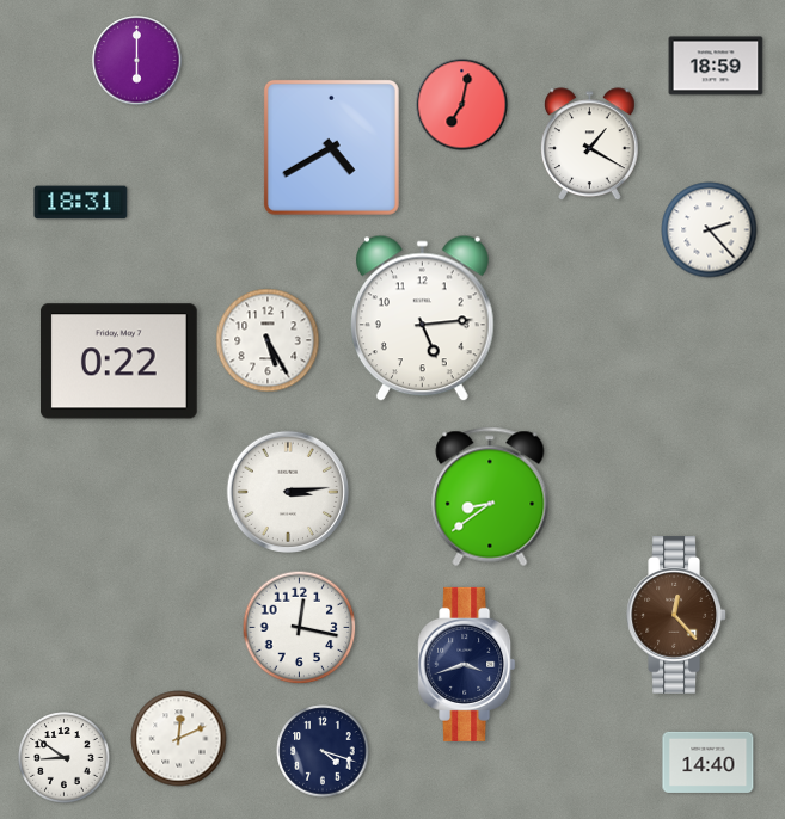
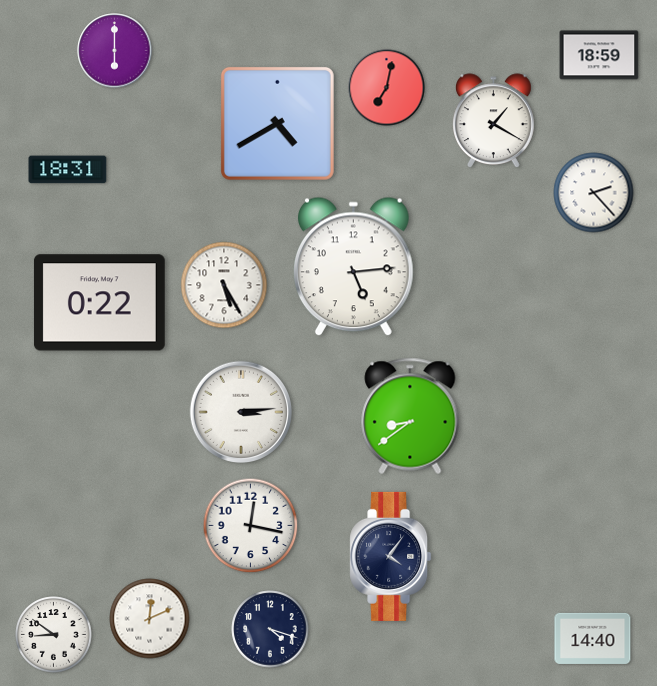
clock at (676, 615): 12:23 -> none
clock at (467, 664): 3:42 -> 4:06
